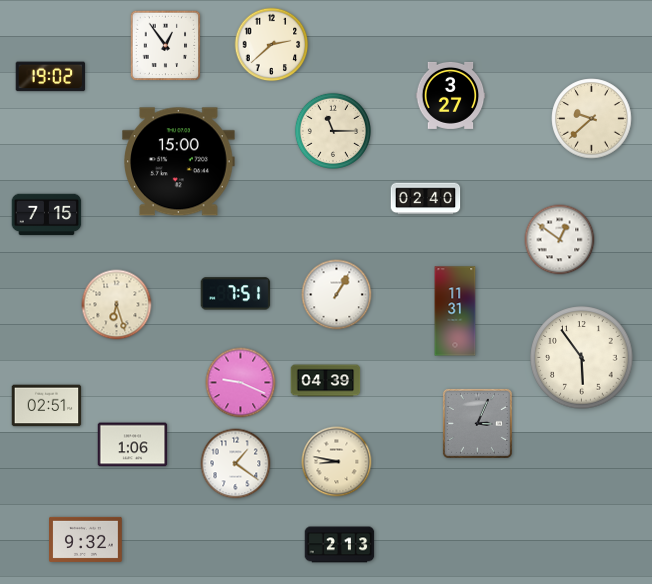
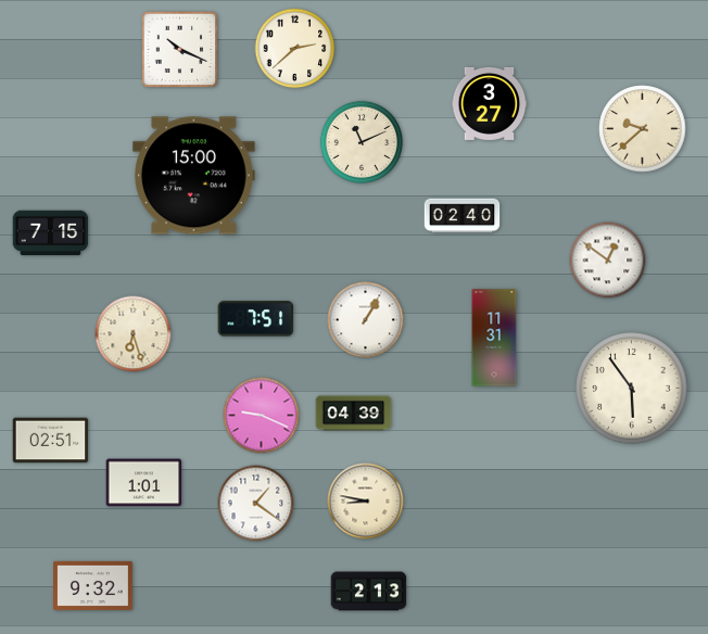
clock at (166, 46): 12:54 -> 10:19
clock at (51, 77): 19:02 -> none
clock at (333, 131): 11:15 -> 11:11
clock at (117, 305) position: (117, 305) -> (134, 334)
clock at (477, 423): 3:04 -> none
clock at (133, 445): 1:06 -> 1:01
